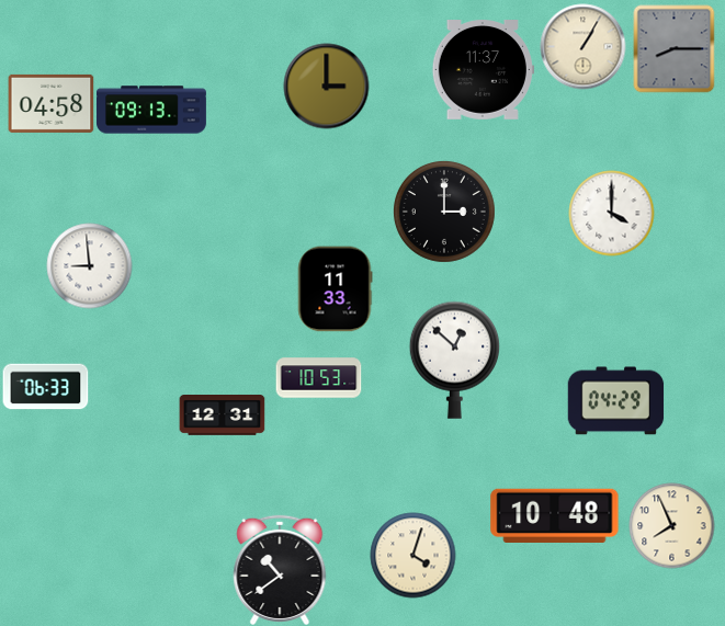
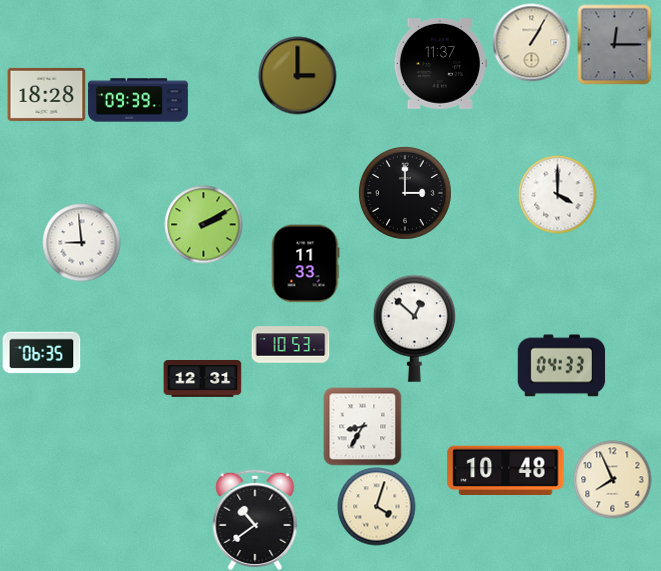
clock at (675, 48): 8:15 -> 12:15
clock at (326, 86) position: (326, 86) -> (297, 75)
clock at (50, 103): 04:58 -> 18:28
clock at (152, 110): 09:13 -> 09:39
clock at (203, 224): none -> 2:10
clock at (45, 387): 06:33 -> 06:35
clock at (615, 401): 04:29 -> 04:33
clock at (362, 426): none -> 8:35
